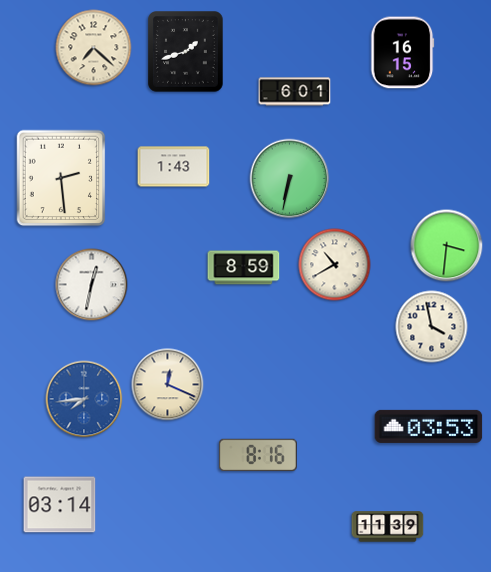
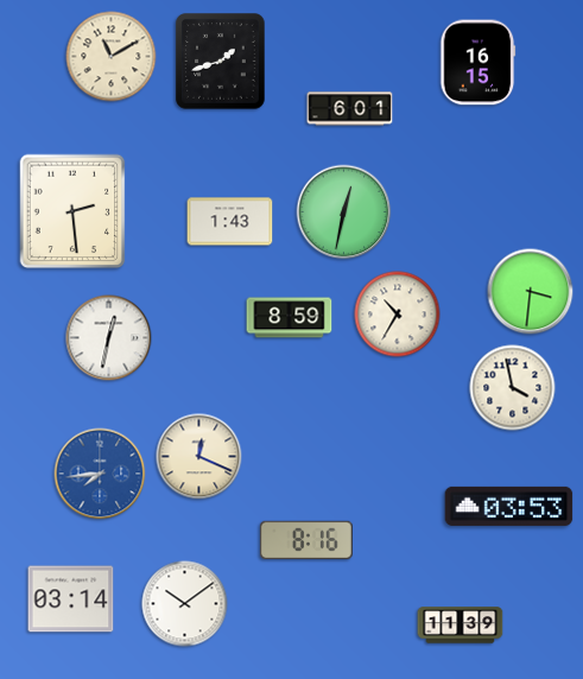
clock at (94, 48): 7:22 -> 11:10
clock at (174, 167) position: (174, 167) -> (230, 222)
clock at (290, 179): 6:32 -> 12:32
clock at (335, 265): 10:40 -> 10:35
clock at (185, 604): none -> 10:09
